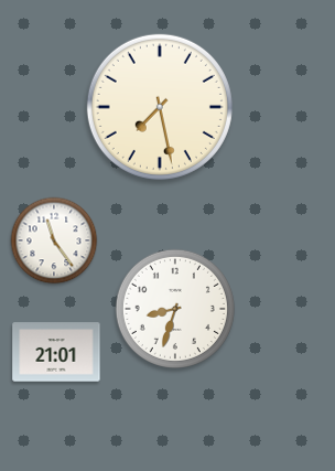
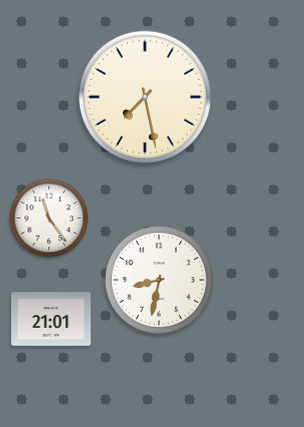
clock at (175, 309): 8:33 -> 8:32
